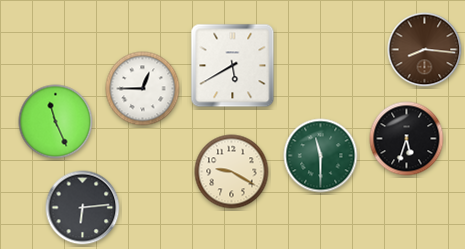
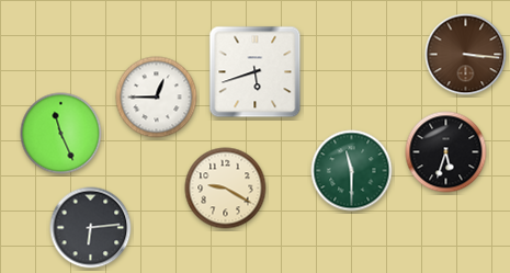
clock at (425, 50): 8:16 -> 3:16
clock at (233, 66): 5:40 -> 5:42
clock at (232, 172) position: (232, 172) -> (226, 189)
